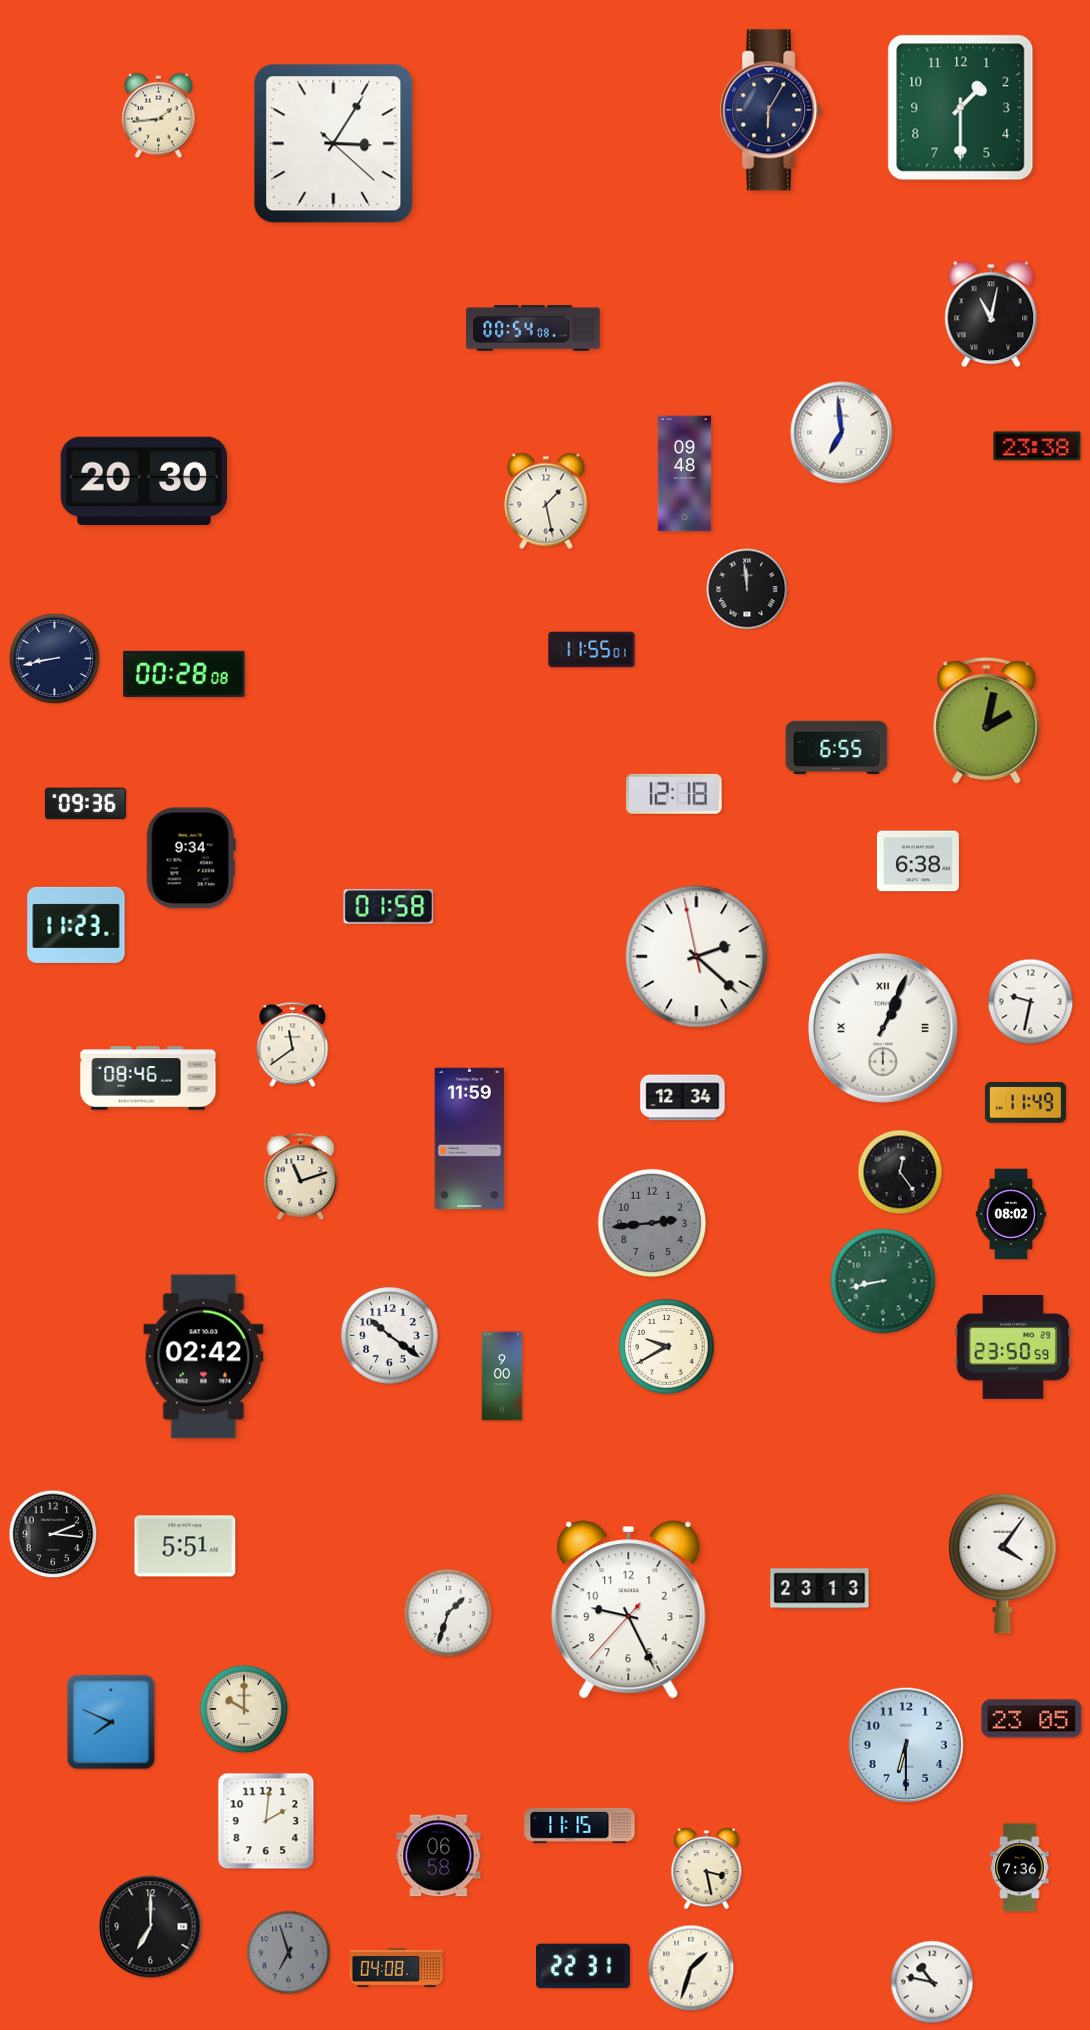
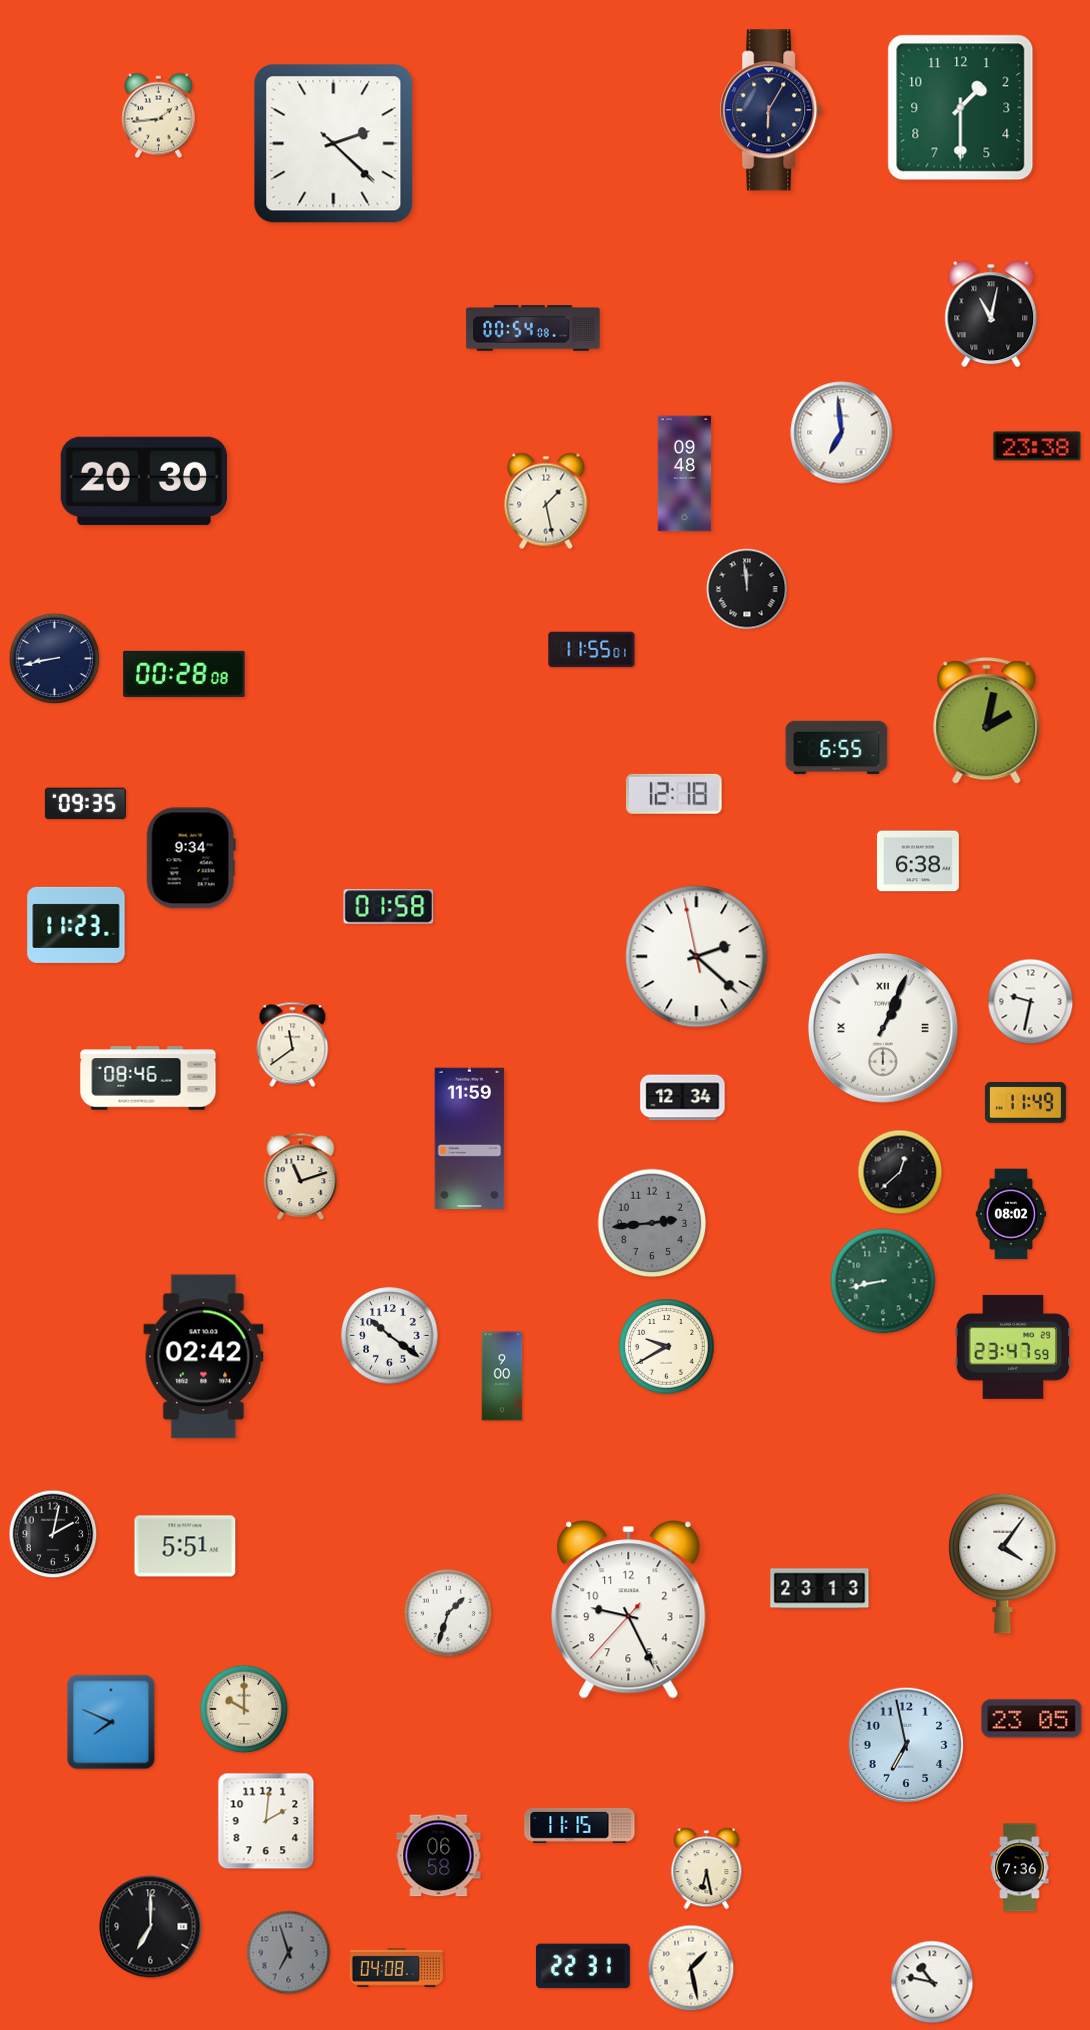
clock at (334, 144): 3:05 -> 2:22
clock at (85, 804): 09:36 -> 09:35
clock at (900, 1172): 12:24 -> 12:38
clock at (1013, 1347): 23:50 -> 23:47
clock at (53, 1534): 2:16 -> 2:02
clock at (906, 1745): 6:30 -> 6:58
clock at (707, 1869): 3:28 -> 6:28
clock at (691, 1968): 1:33 -> 1:28
